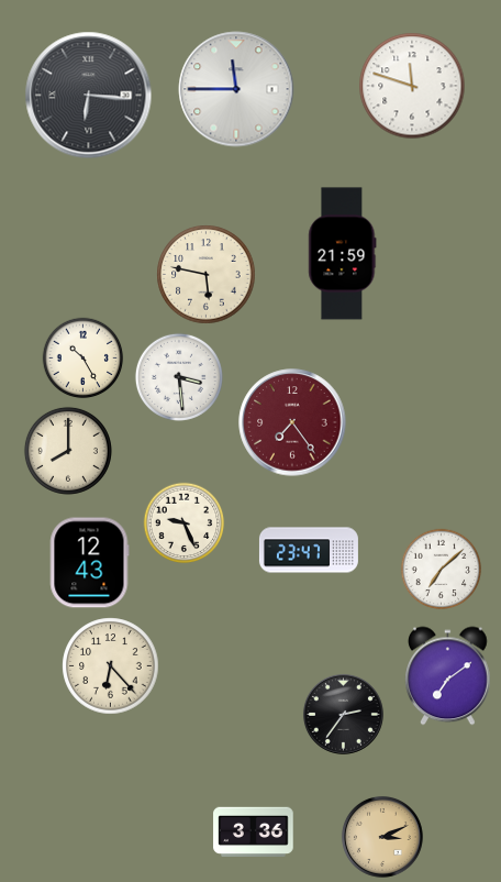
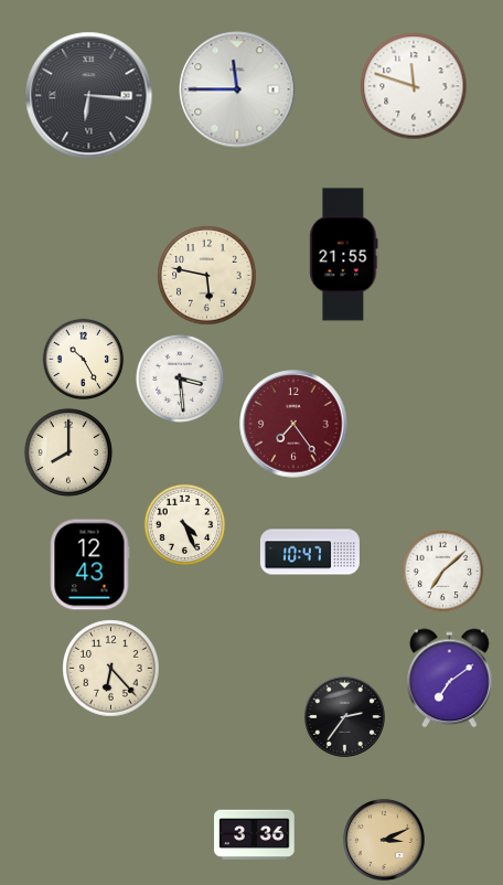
clock at (343, 254): 21:59 -> 21:55
clock at (185, 523): 9:26 -> 4:26
clock at (309, 550): 23:47 -> 10:47
